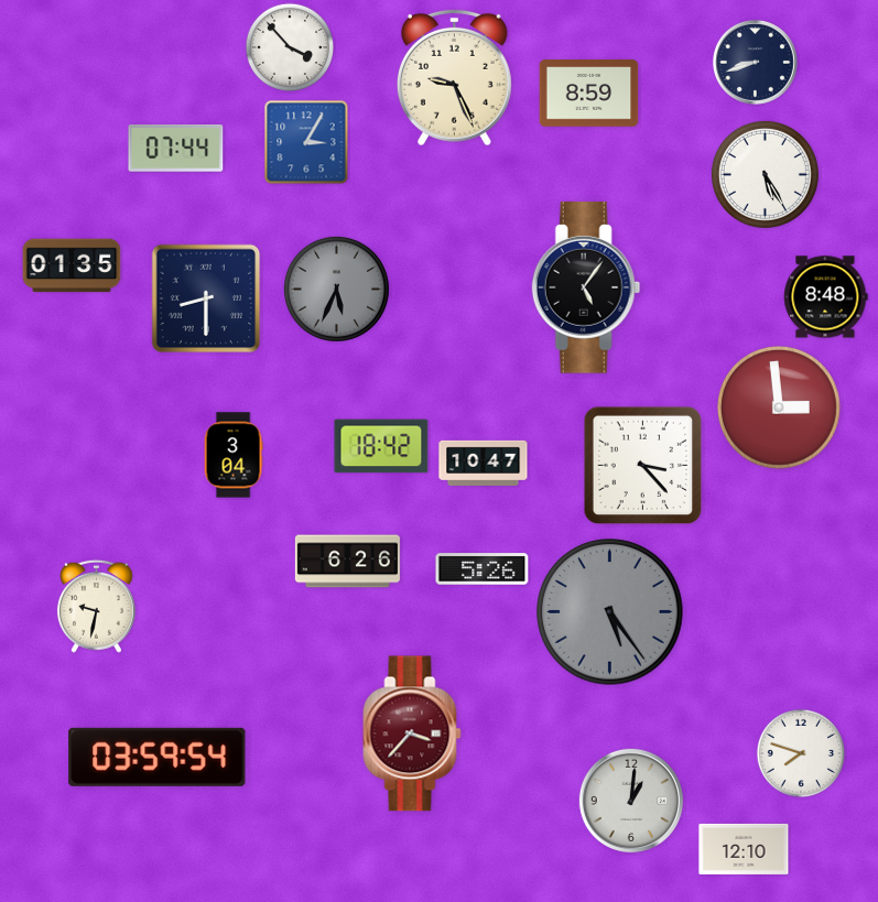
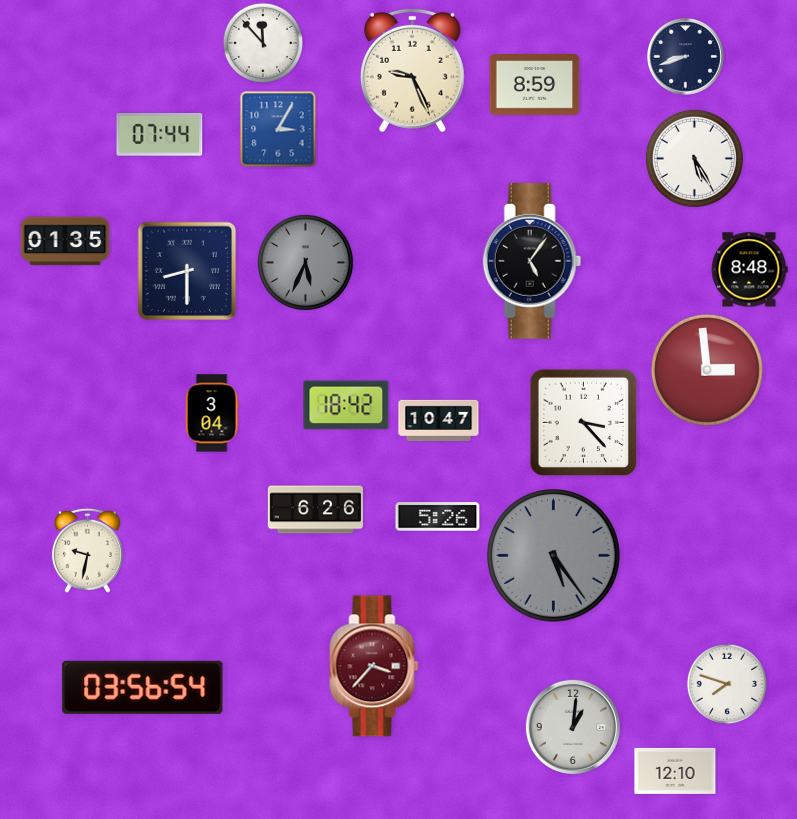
clock at (289, 46): 3:53 -> 11:53
clock at (158, 757): 03:59 -> 03:56
